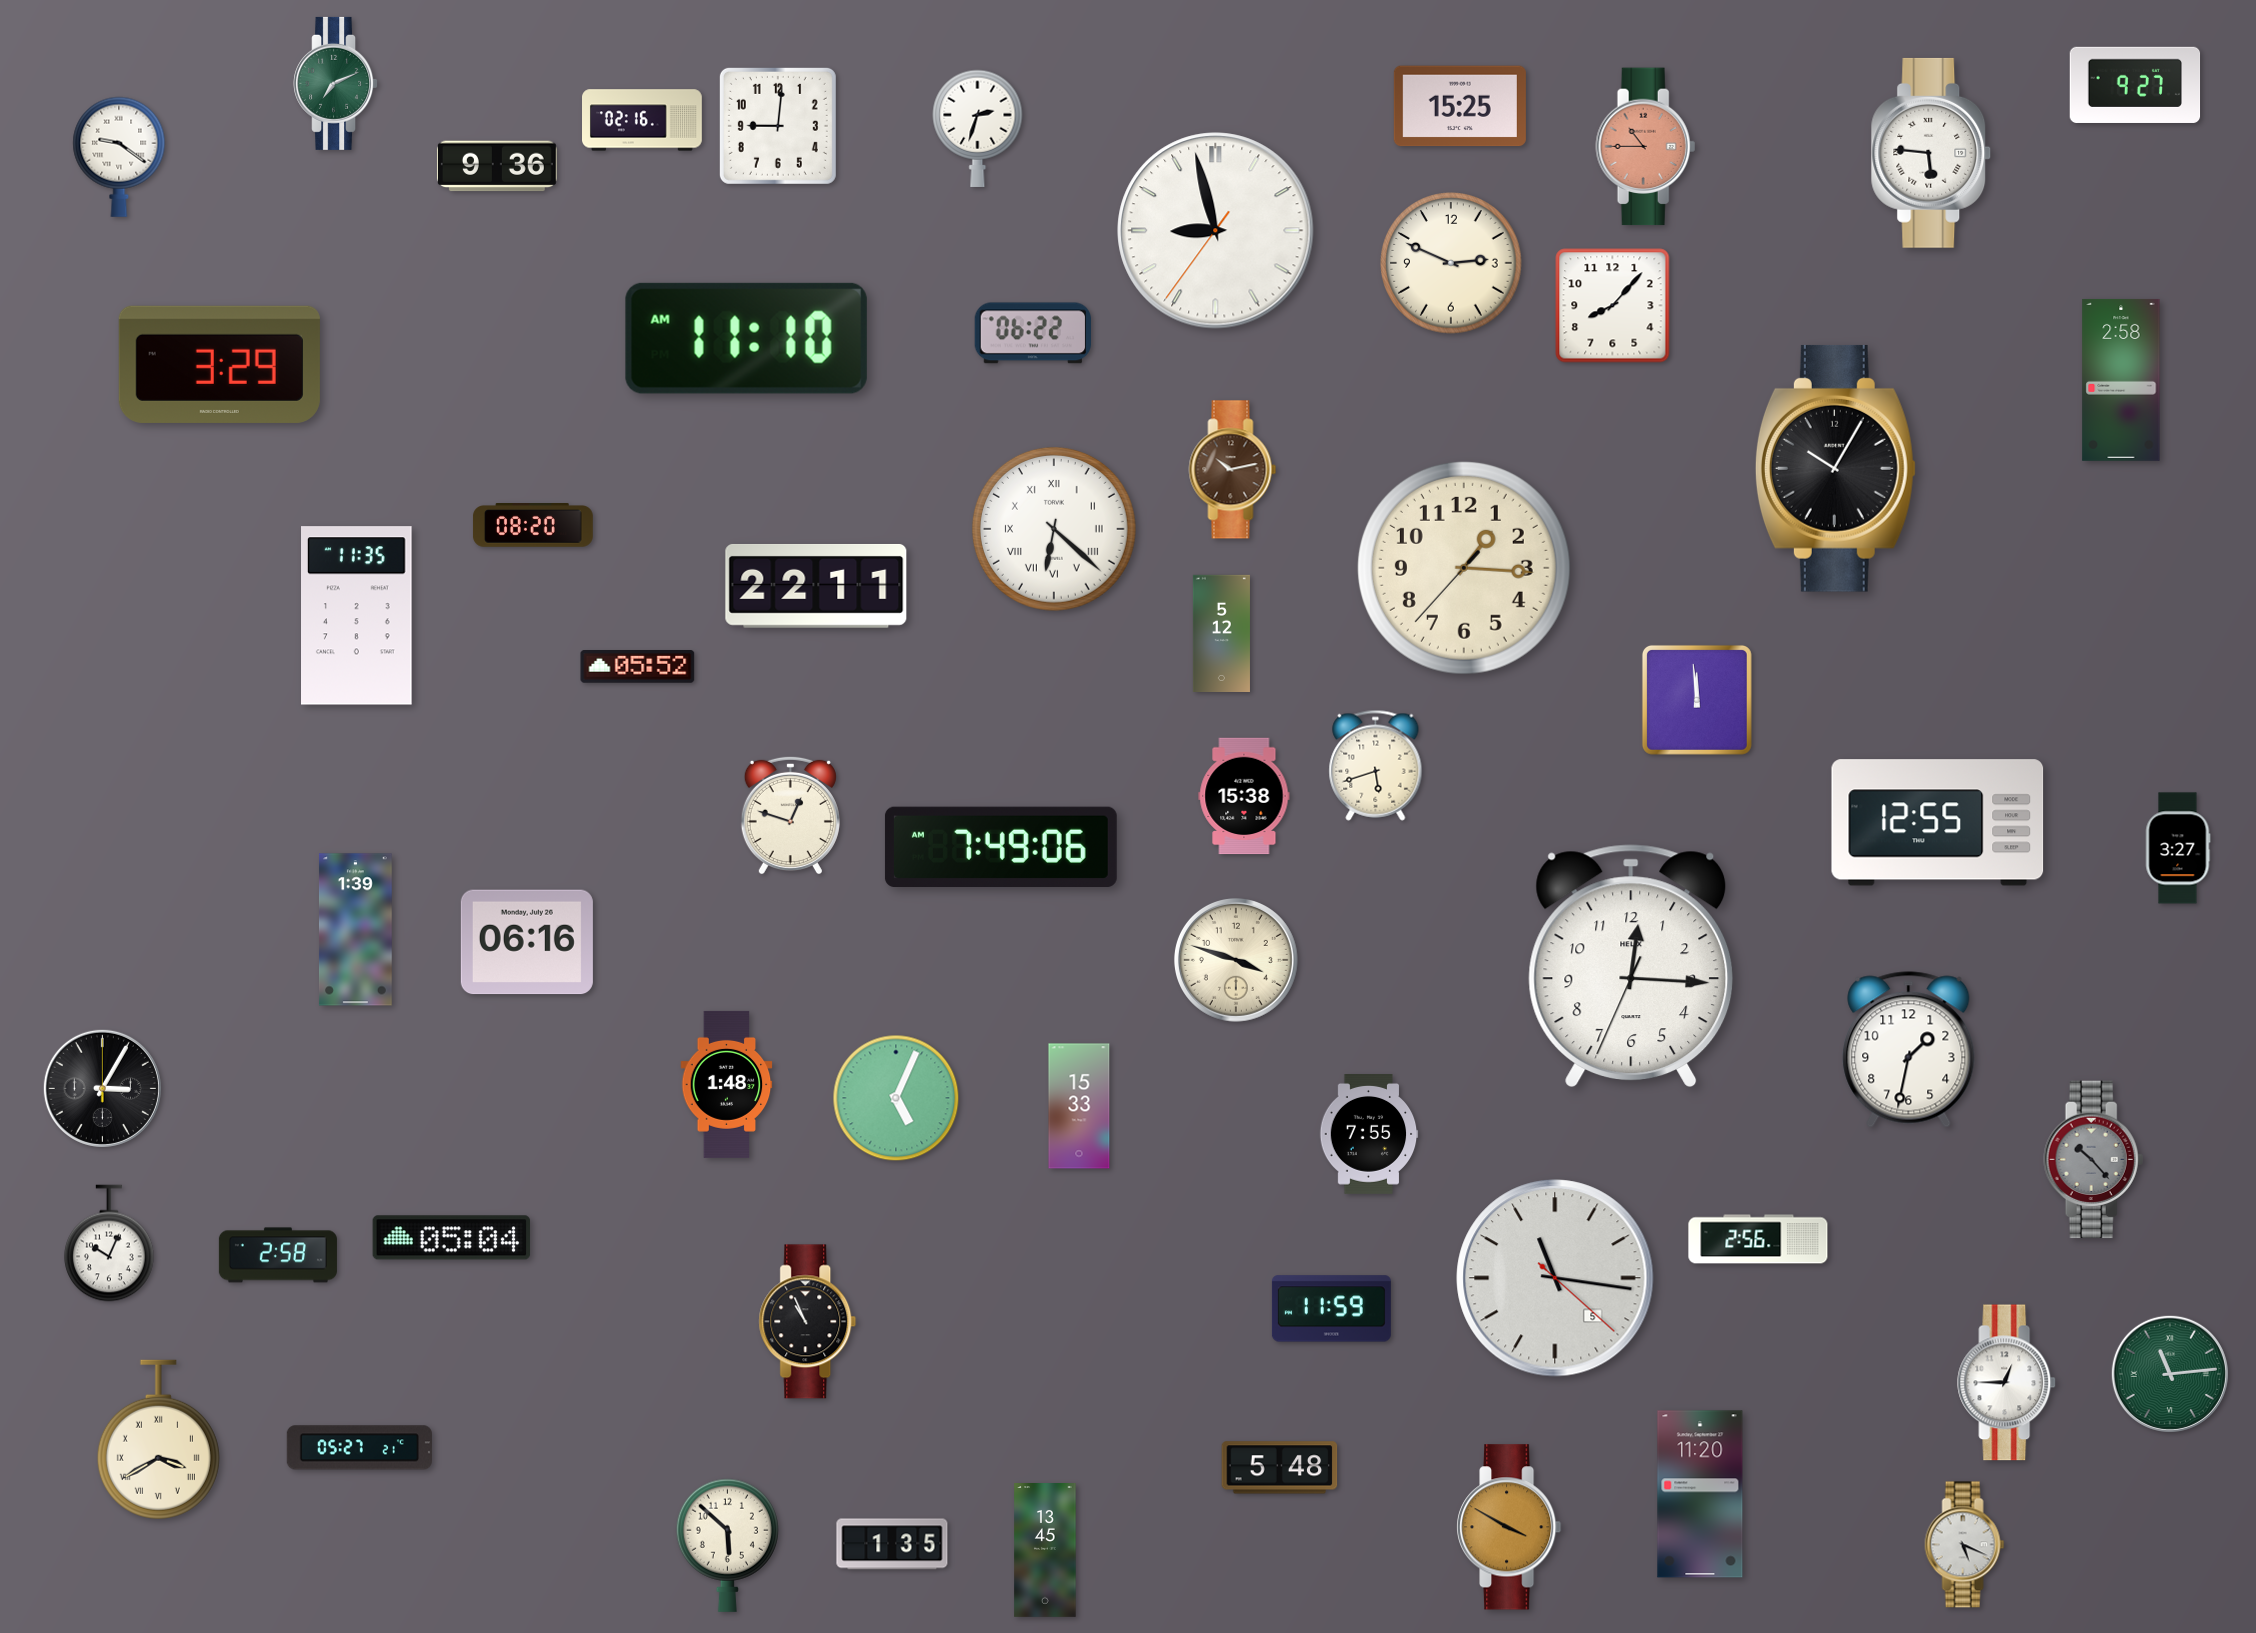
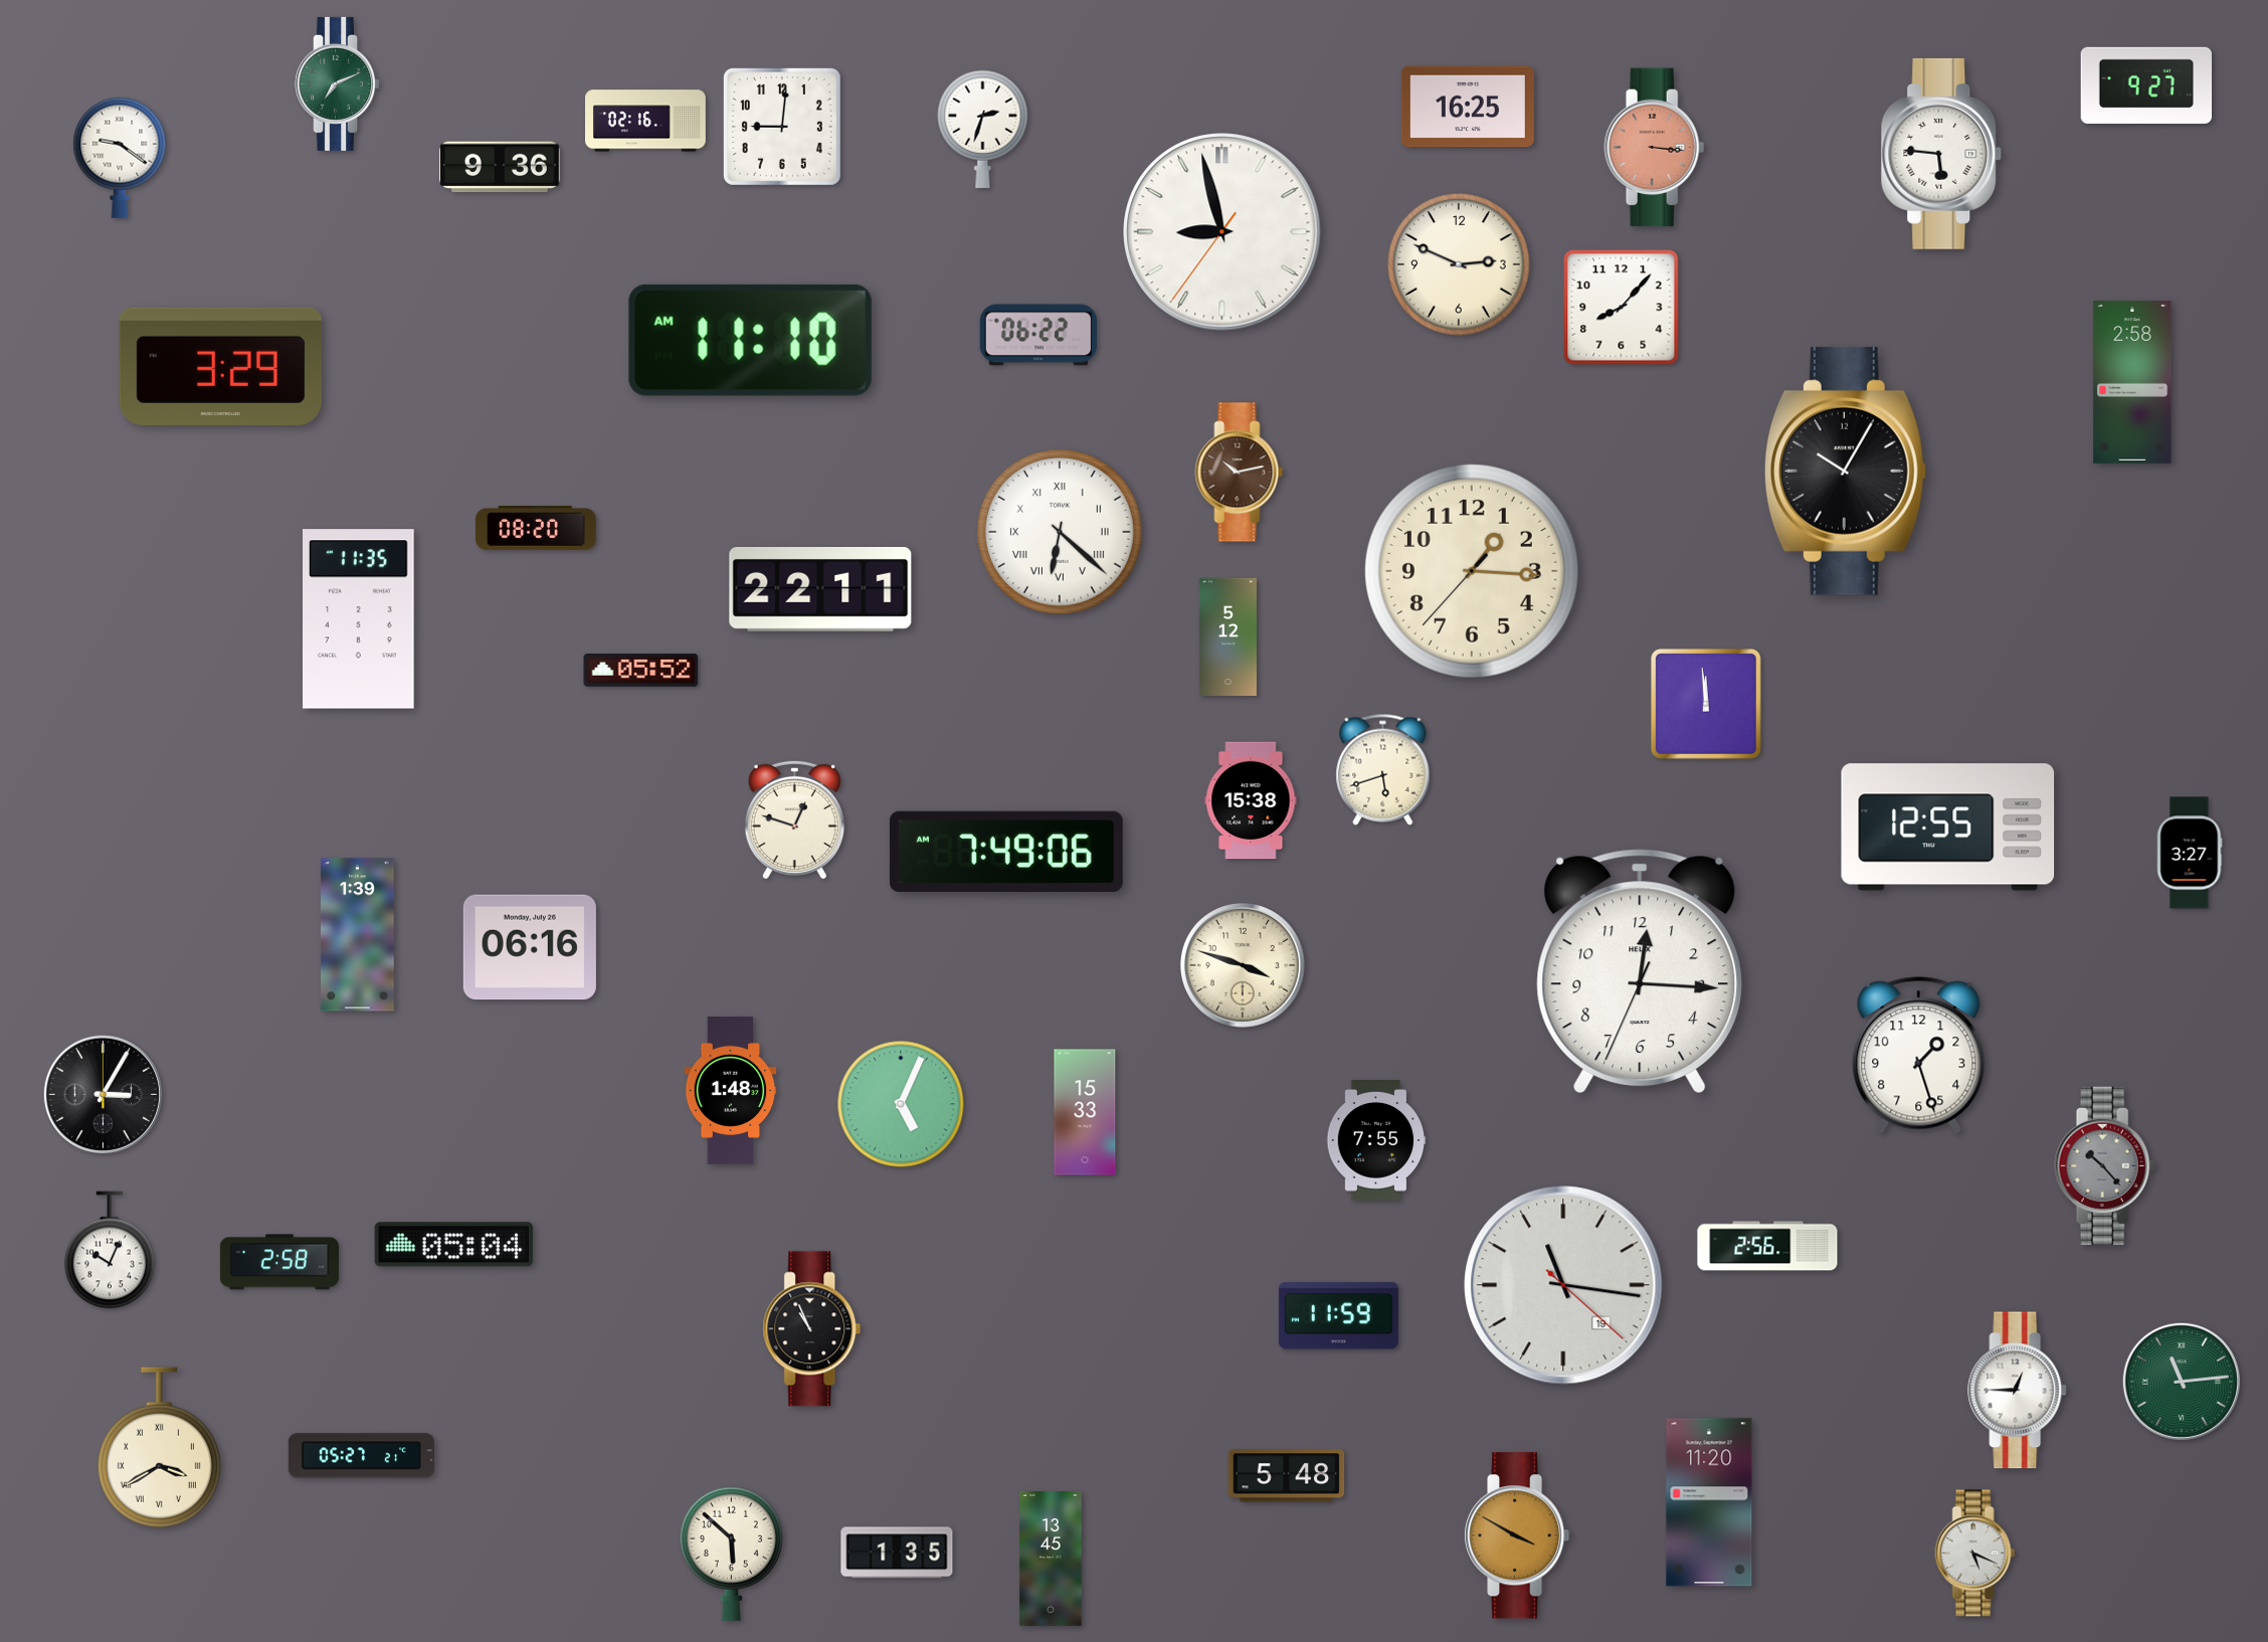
clock at (1460, 106): 15:25 -> 16:25
clock at (1646, 147): 10:45 -> 3:16
clock at (1909, 1050): 1:32 -> 1:27
clock at (1555, 1278) date: 5 -> 19
